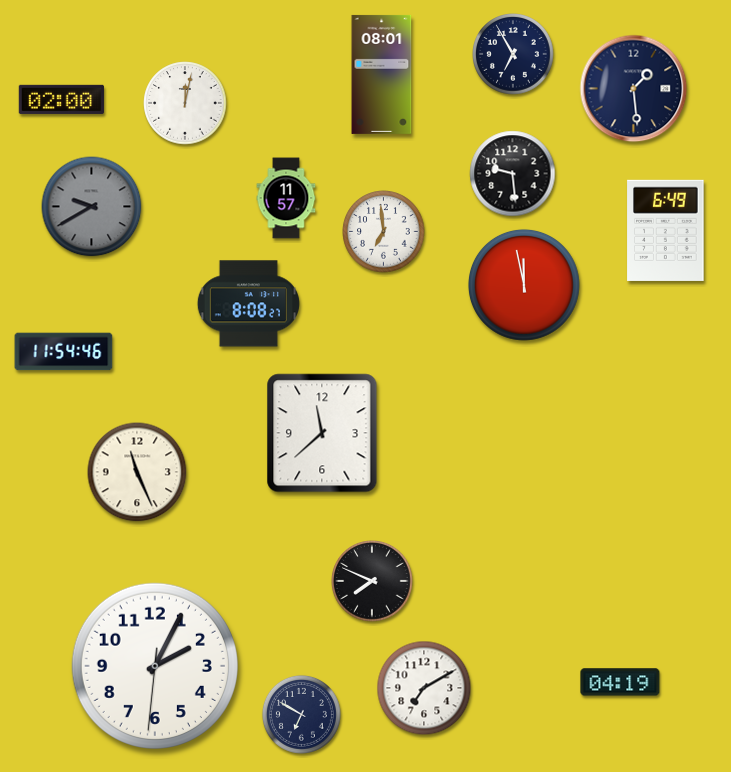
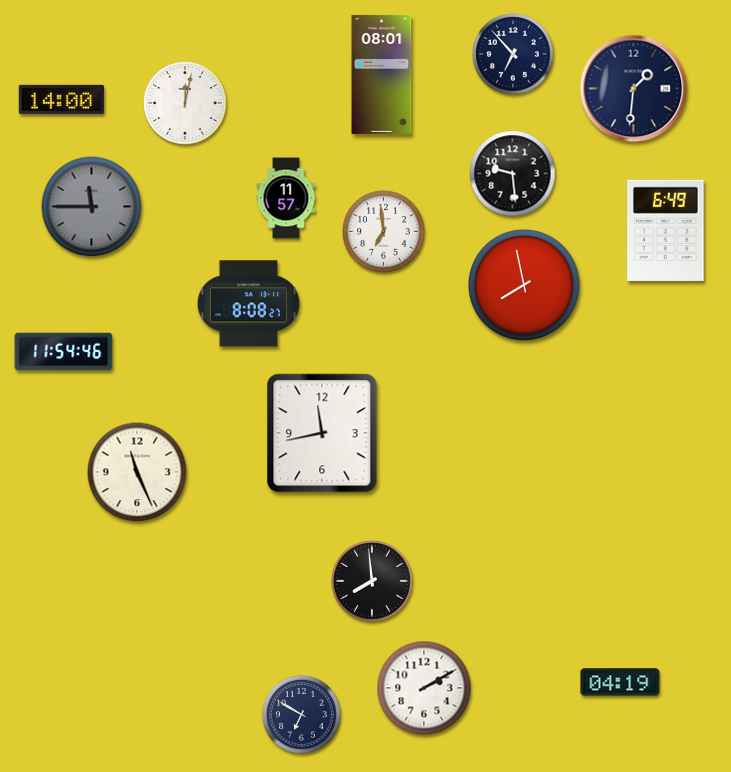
clock at (513, 54): 6:55 -> 6:53
clock at (634, 89): 1:29 -> 1:31
clock at (61, 99): 02:00 -> 14:00
clock at (92, 207): 9:40 -> 11:45
clock at (524, 285): 11:58 -> 7:58
clock at (322, 433): 11:38 -> 11:43
clock at (372, 581): 7:49 -> 7:59
clock at (155, 666): 2:04 -> none
clock at (424, 688): 7:10 -> 2:10
